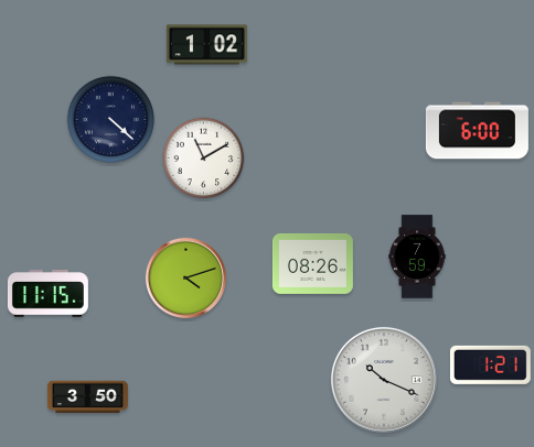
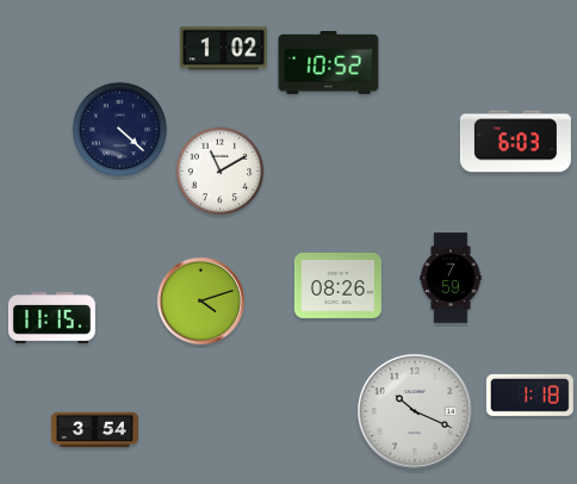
clock at (329, 63): none -> 10:52
clock at (477, 131): 6:00 -> 6:03
clock at (490, 364): 1:21 -> 1:18
clock at (87, 397): 3:50 -> 3:54
